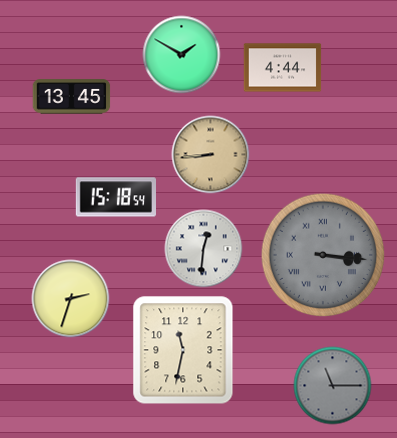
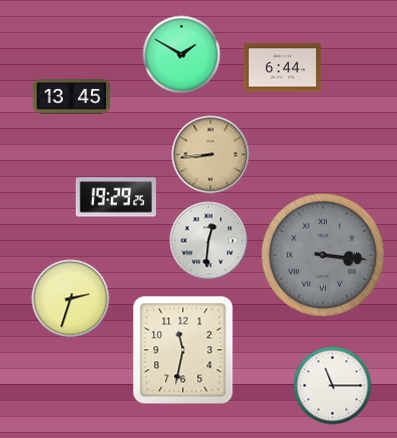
clock at (282, 68): 4:44 -> 6:44
clock at (115, 197): 15:18 -> 19:29
clock at (203, 248) position: (203, 248) -> (208, 240)
clock at (332, 385) dial: grey -> white
